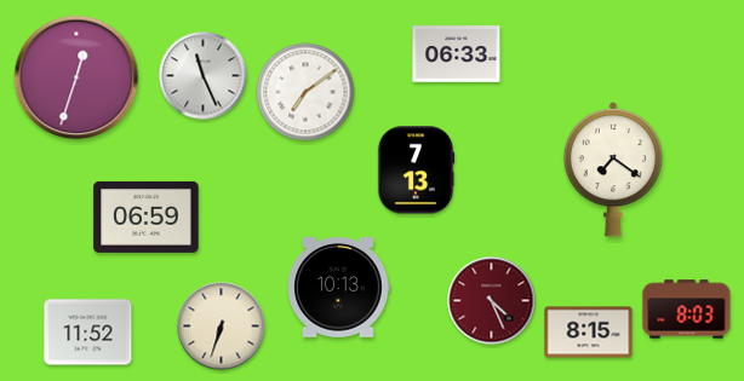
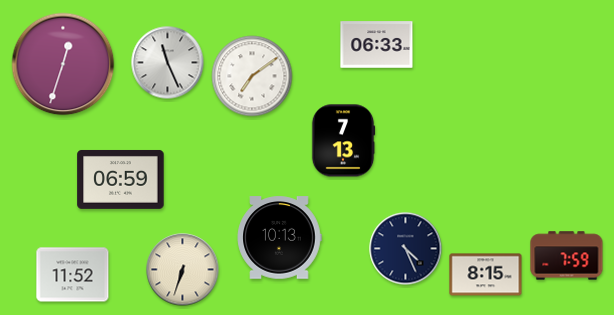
clock at (613, 169): 7:21 -> none
clock at (492, 301) dial: burgundy -> navy
clock at (687, 310): 8:03 -> 7:59
